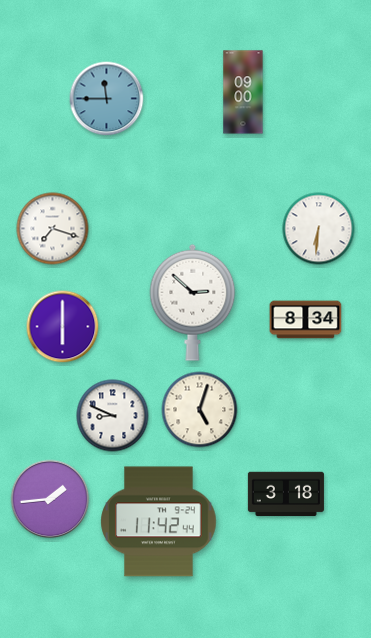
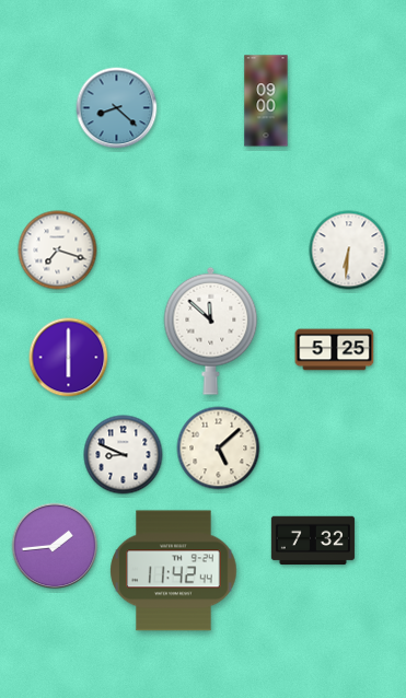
clock at (107, 99): 11:45 -> 8:22
clock at (193, 302): 2:52 -> 11:52
clock at (306, 320): 8:34 -> 5:25
clock at (200, 410): 5:03 -> 5:08
clock at (286, 494): 3:18 -> 7:32
